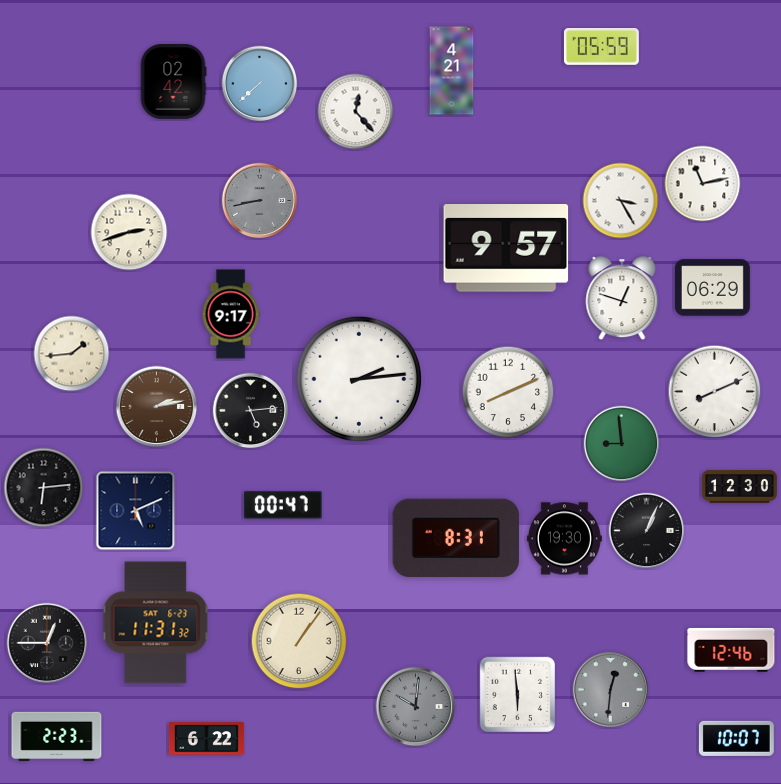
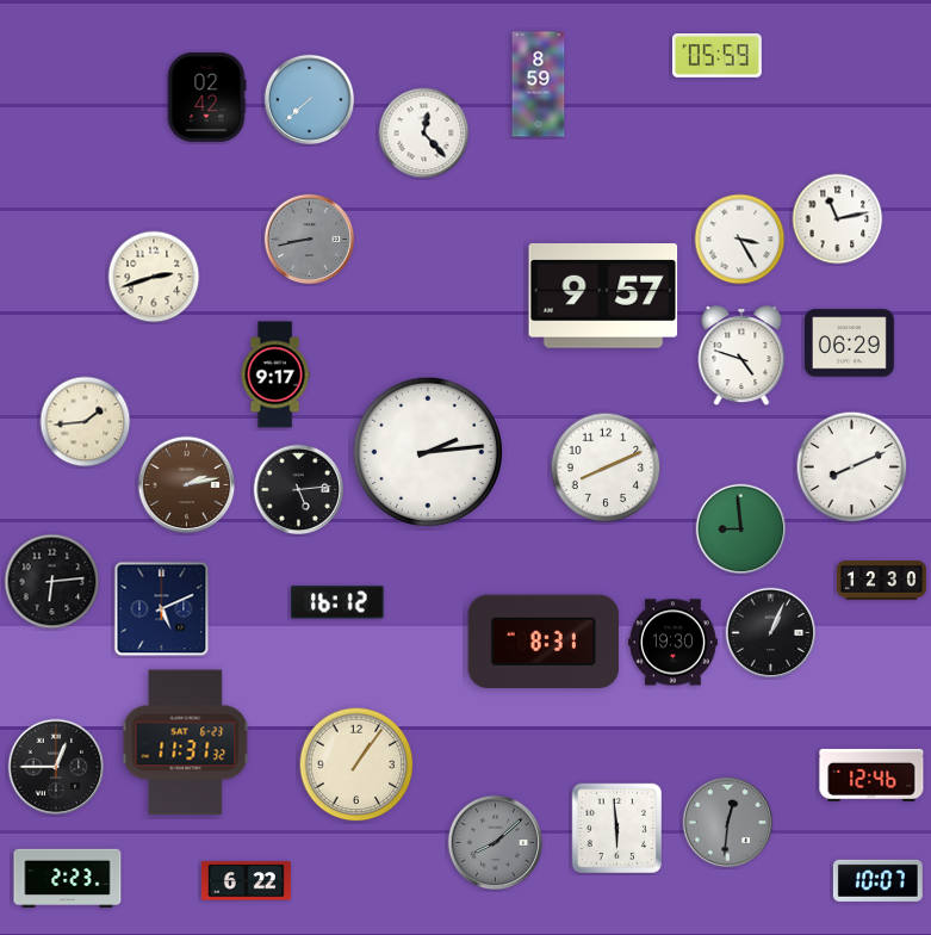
clock at (452, 71): 4:21 -> 8:59
clock at (622, 299): 12:48 -> 4:48
clock at (284, 505): 00:47 -> 16:12
clock at (416, 707): 10:01 -> 8:08
